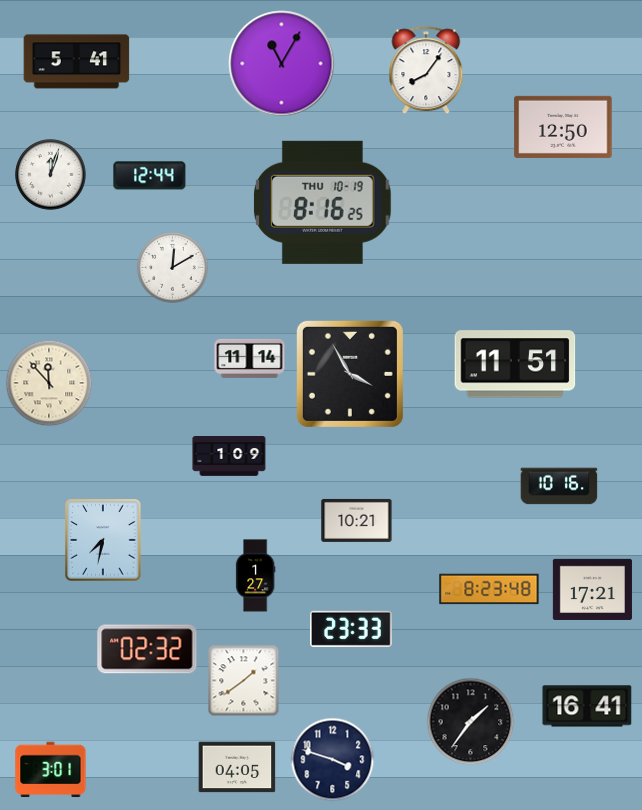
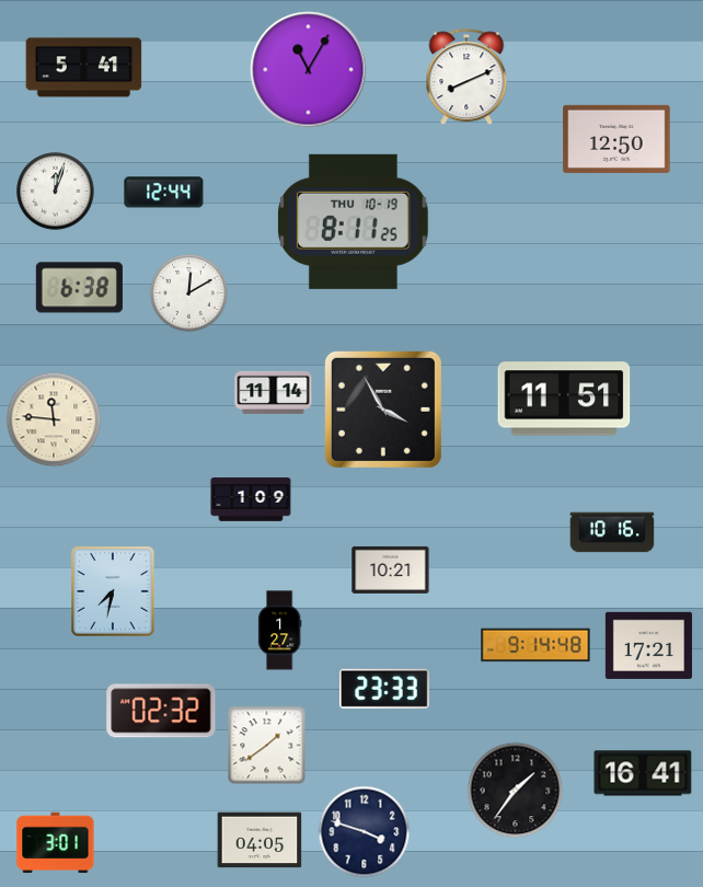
clock at (426, 71): 8:06 -> 8:11
clock at (323, 202): 8:16 -> 8:11
clock at (79, 288): none -> 6:38
clock at (49, 383): 11:53 -> 11:46
clock at (489, 589): 8:23 -> 9:14
